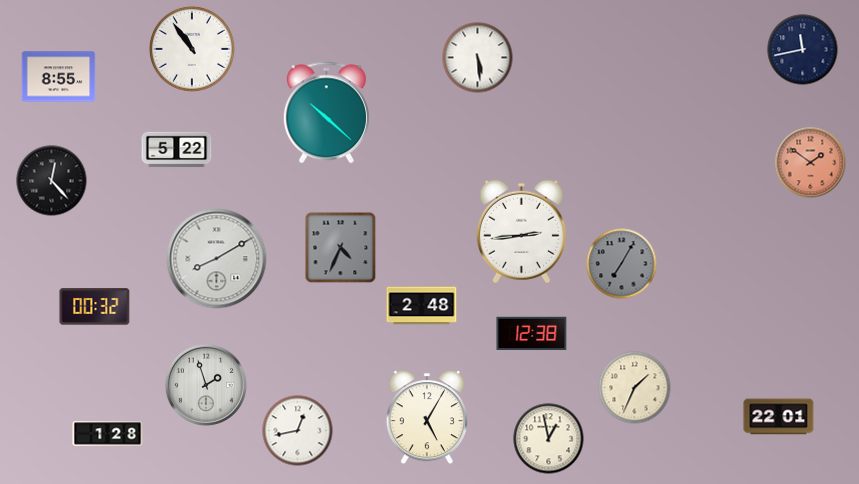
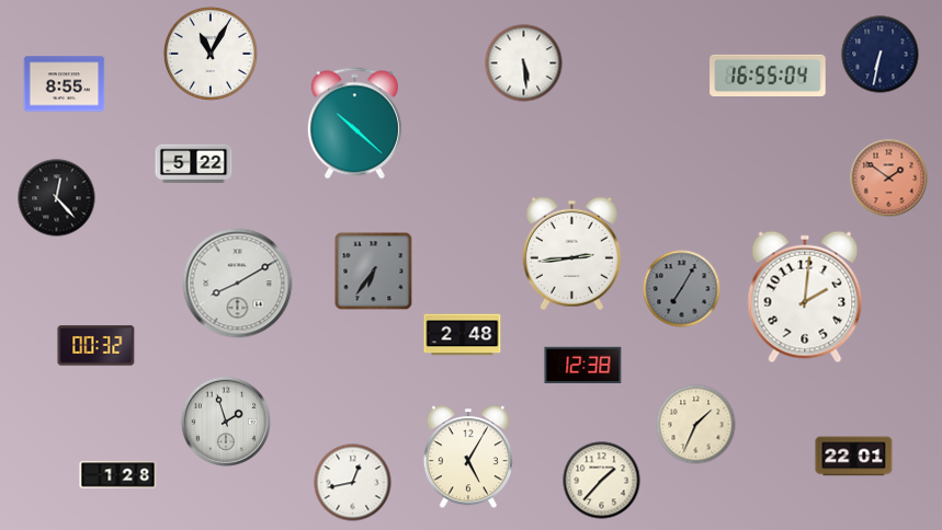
clock at (192, 49): 10:54 -> 11:05
clock at (803, 50): 11:43 -> 6:32
clock at (768, 74): none -> 16:55
clock at (326, 113) position: (326, 113) -> (354, 124)
clock at (341, 248): 4:34 -> 6:36
clock at (805, 297): none -> 2:01
clock at (95, 307) position: (95, 307) -> (97, 346)
clock at (298, 431) position: (298, 431) -> (353, 483)
clock at (549, 439): 12:58 -> 1:37
